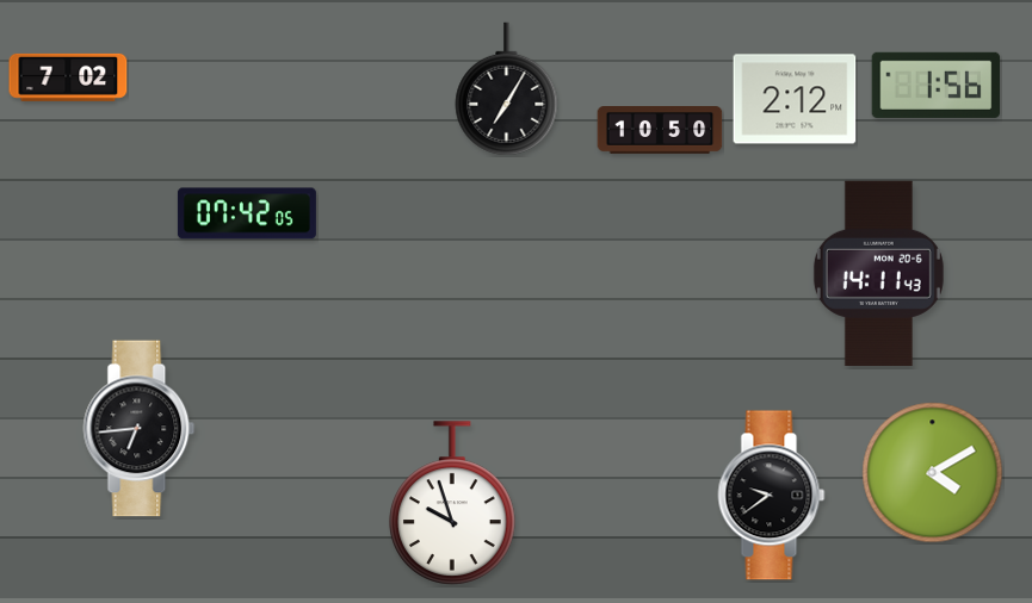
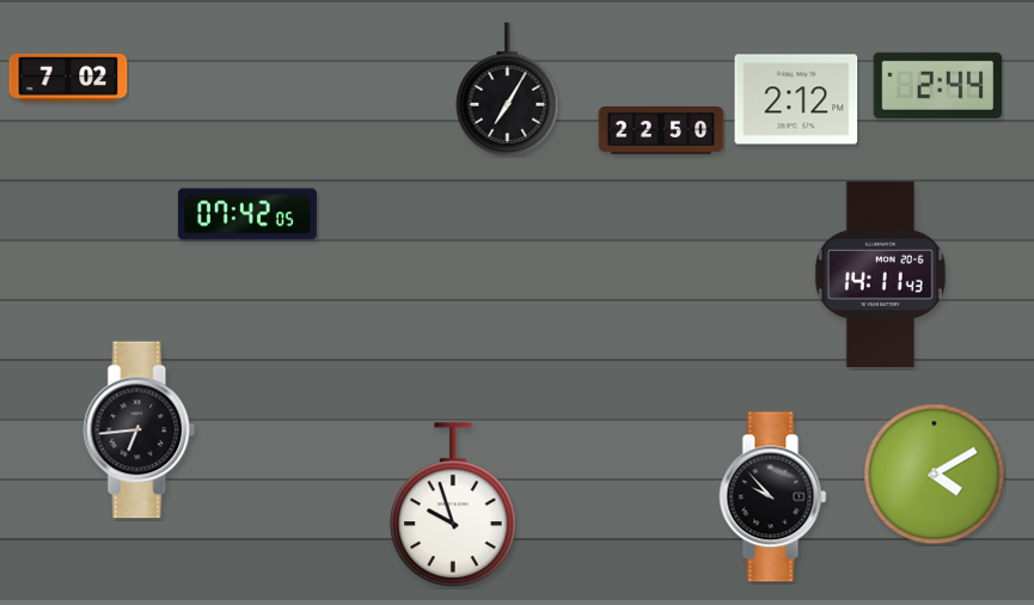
clock at (937, 85): 1:56 -> 2:44
clock at (660, 131): 10:50 -> 22:50
clock at (772, 496): 9:39 -> 9:53
